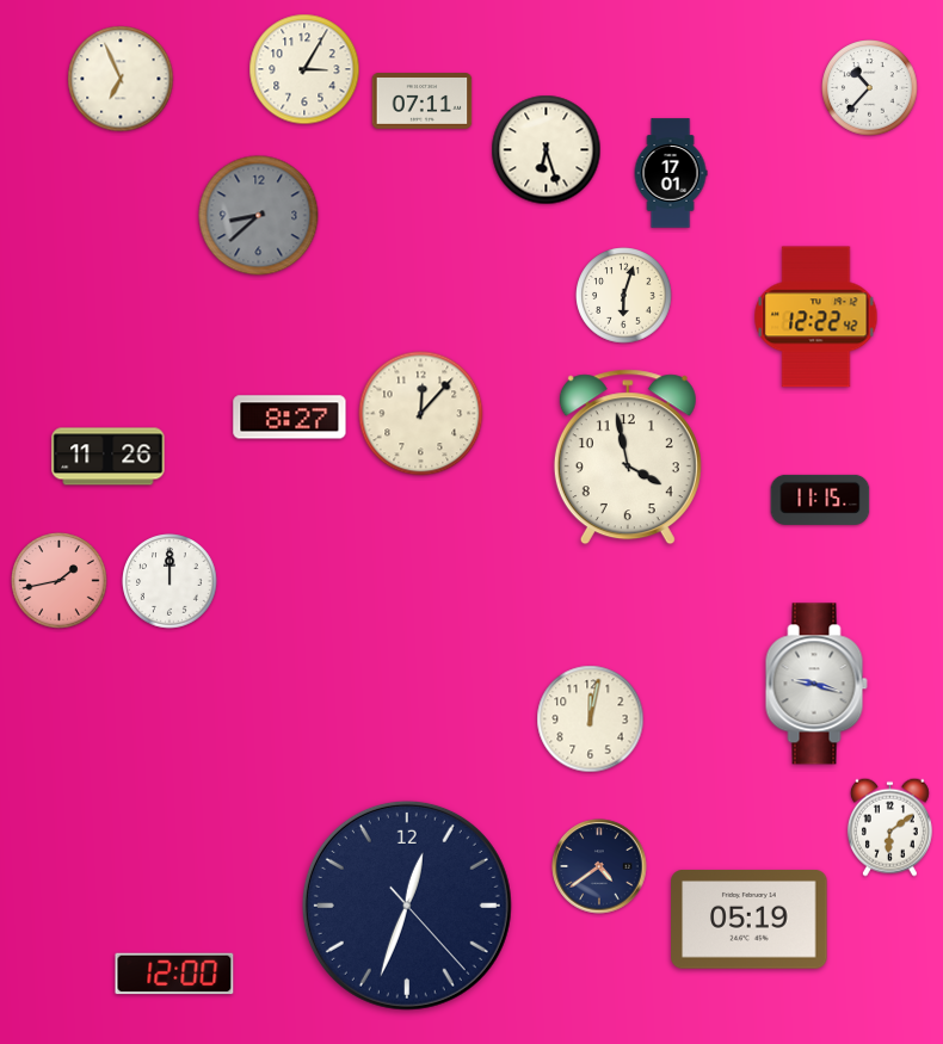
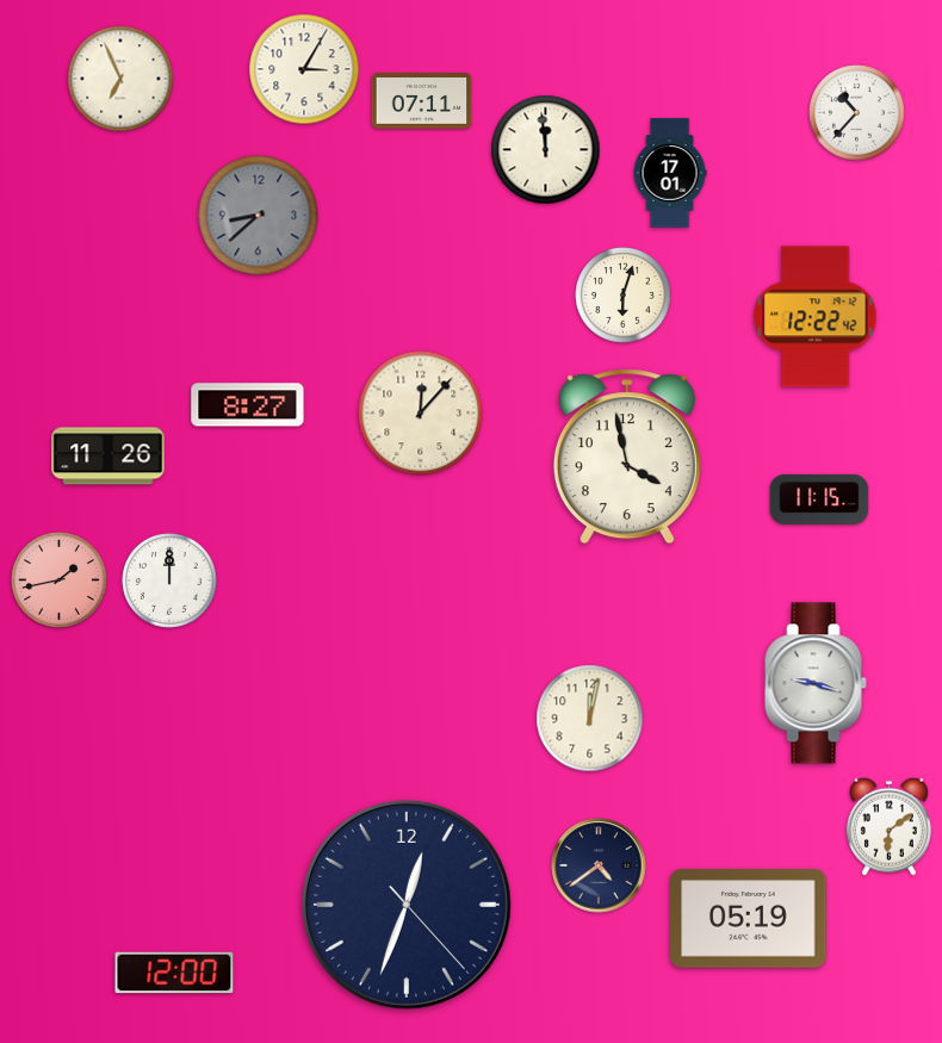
clock at (870, 88) position: (870, 88) -> (857, 113)
clock at (547, 150): 6:27 -> 11:59
clock at (290, 418) position: (290, 418) -> (248, 405)
